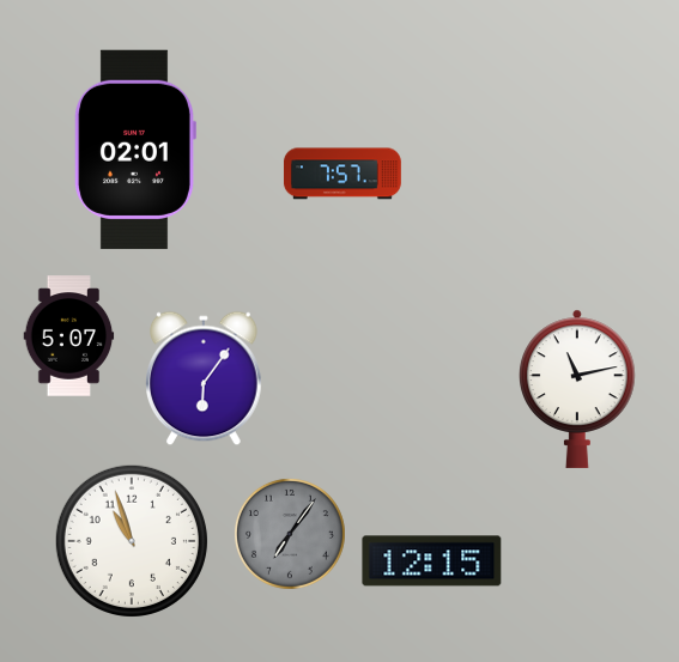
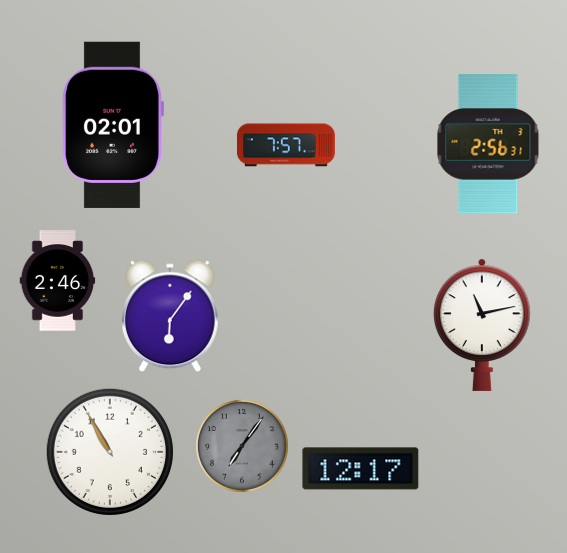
clock at (488, 144): none -> 2:56
clock at (69, 336): 5:07 -> 2:46
clock at (132, 541): 10:57 -> 10:55
clock at (432, 561): 12:15 -> 12:17
